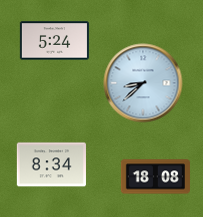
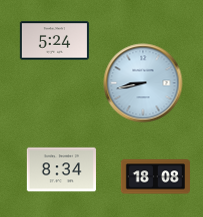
clock at (143, 83): 8:38 -> 8:43
clock at (51, 165) position: (51, 165) -> (61, 170)
